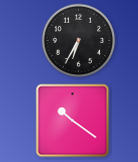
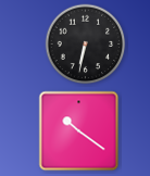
clock at (79, 41): 6:35 -> 6:32
